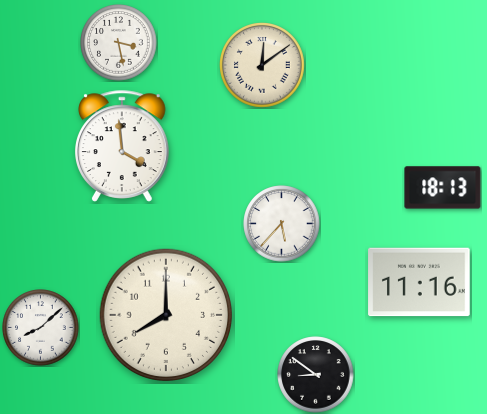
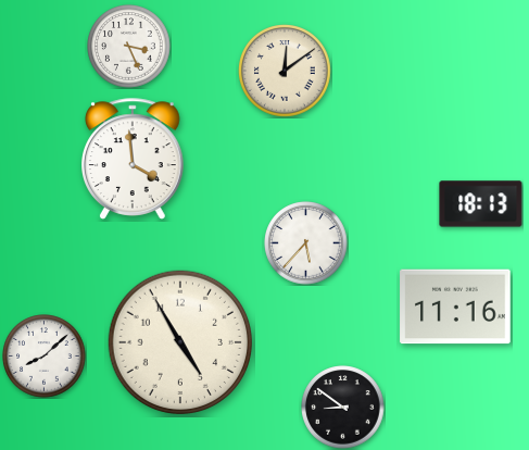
clock at (119, 43): 3:28 -> 3:26
clock at (165, 314): 8:00 -> 4:55
